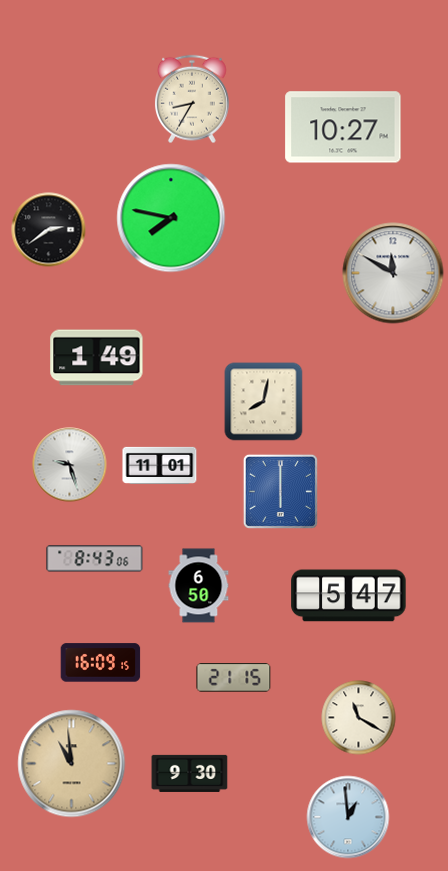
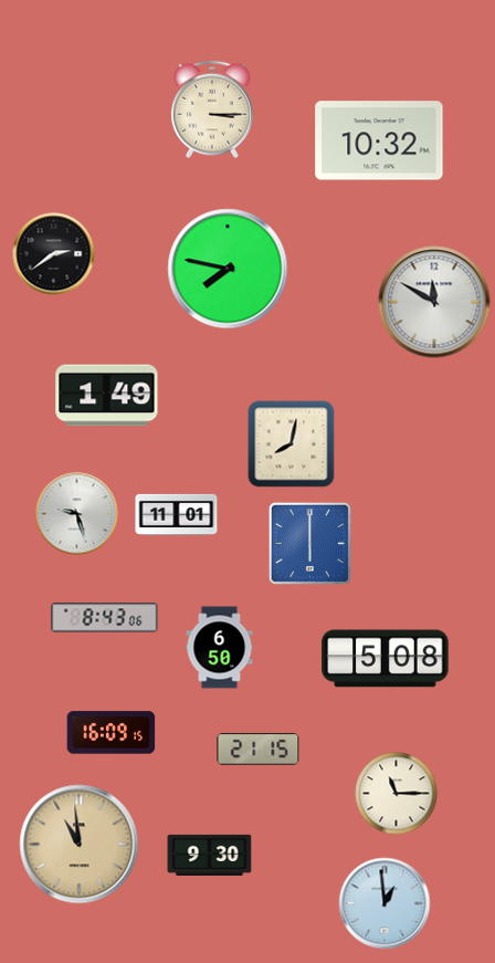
clock at (192, 99): 8:35 -> 3:15
clock at (343, 127): 10:27 -> 10:32
clock at (171, 218) position: (171, 218) -> (228, 269)
clock at (349, 596): 5:47 -> 5:08
clock at (359, 718): 11:20 -> 11:15
